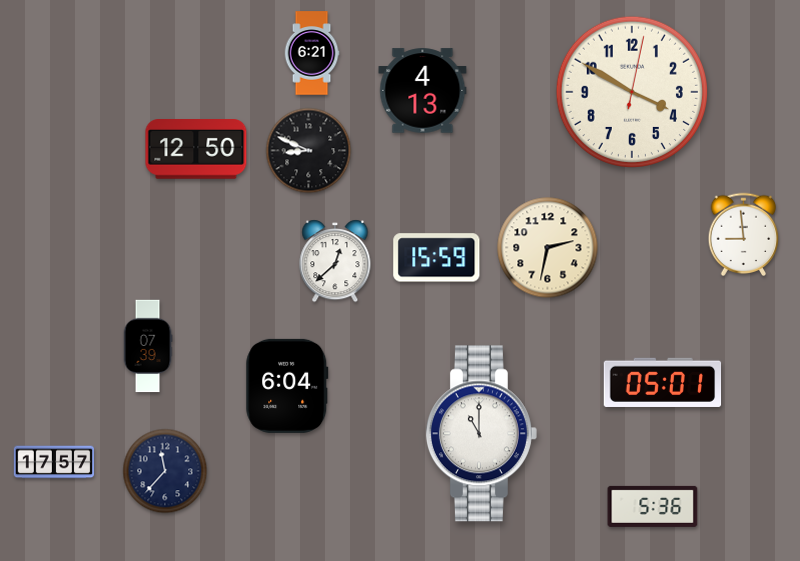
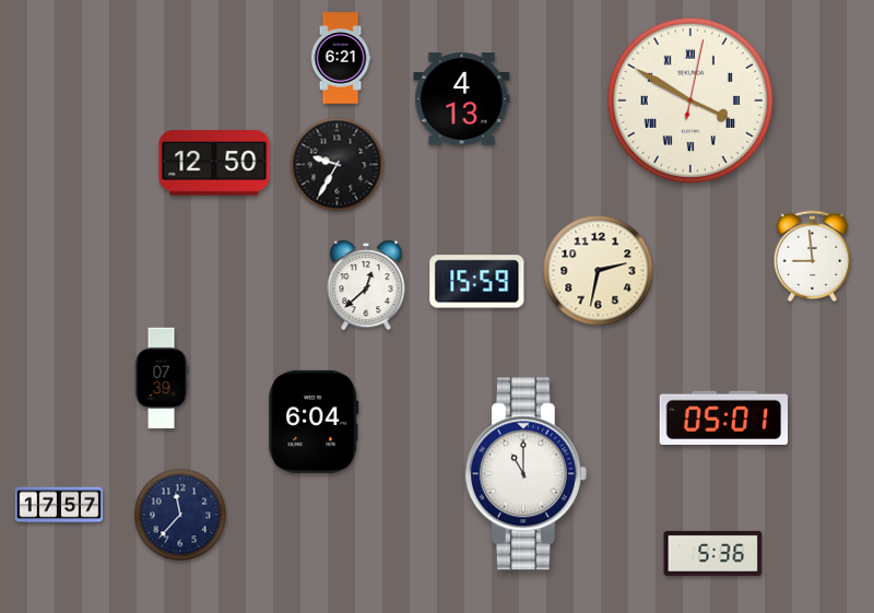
clock at (631, 91) numerals: Arabic -> Roman
clock at (309, 151): 8:49 -> 9:35
